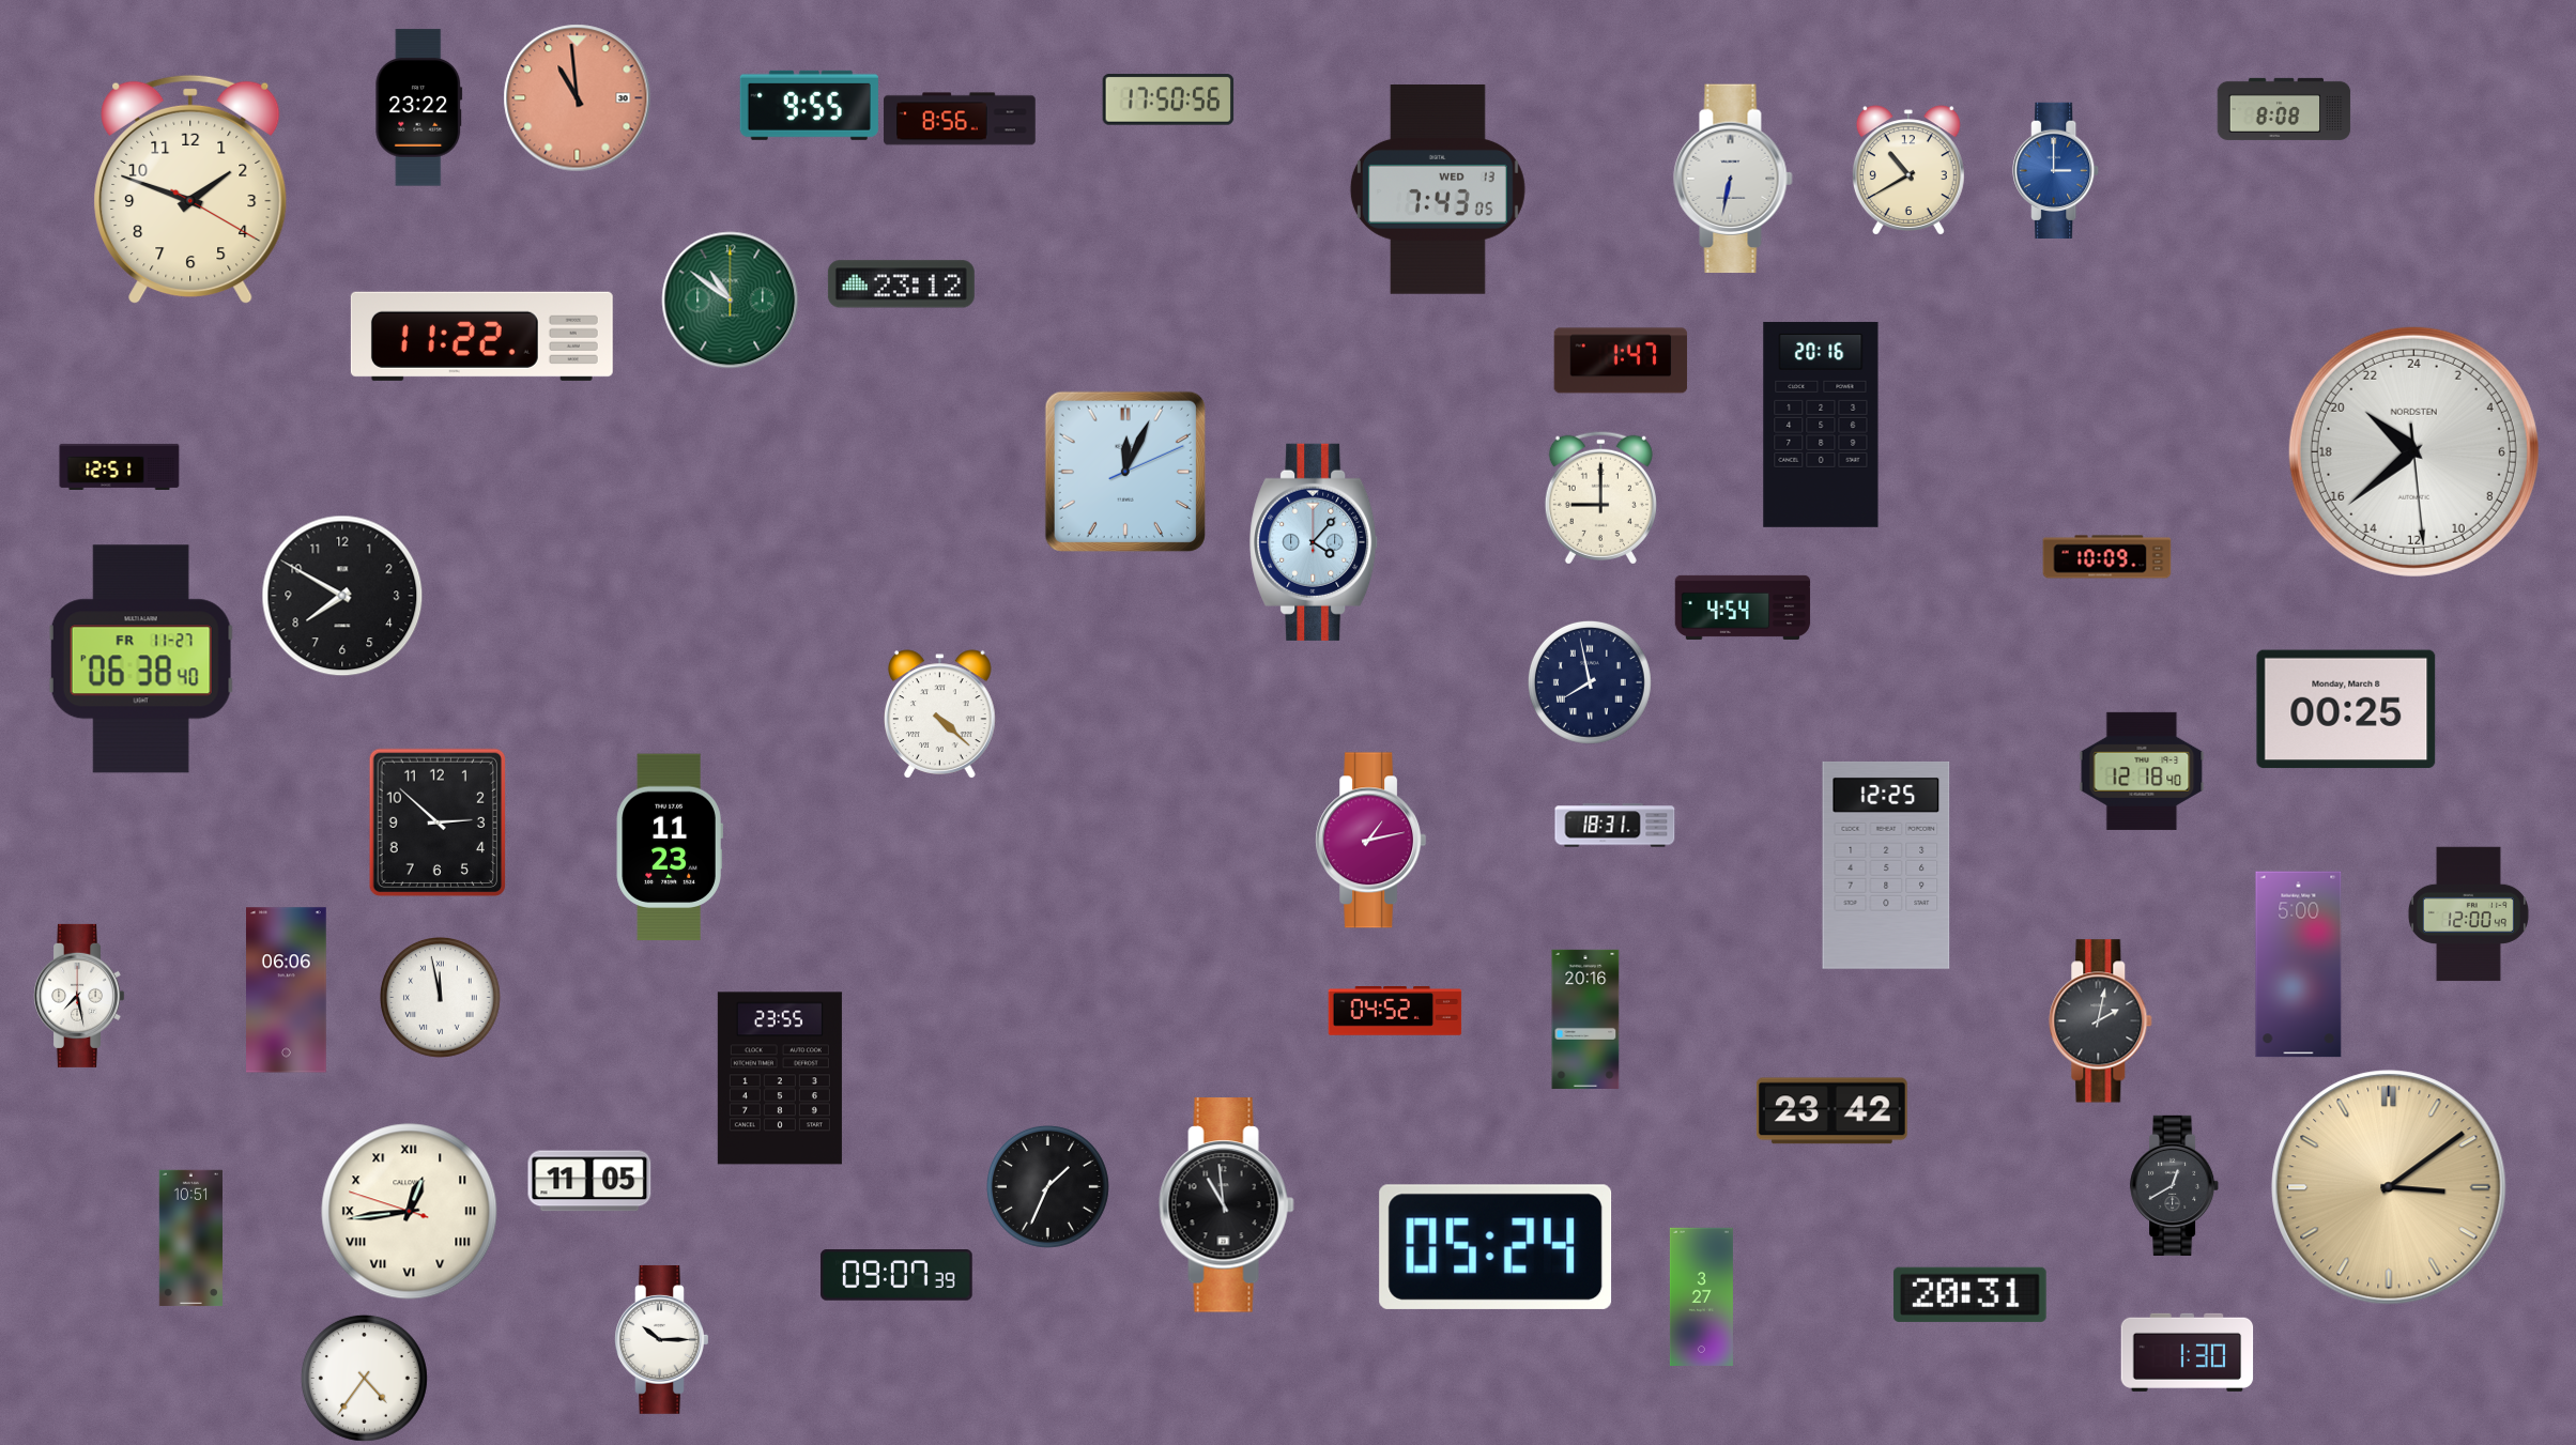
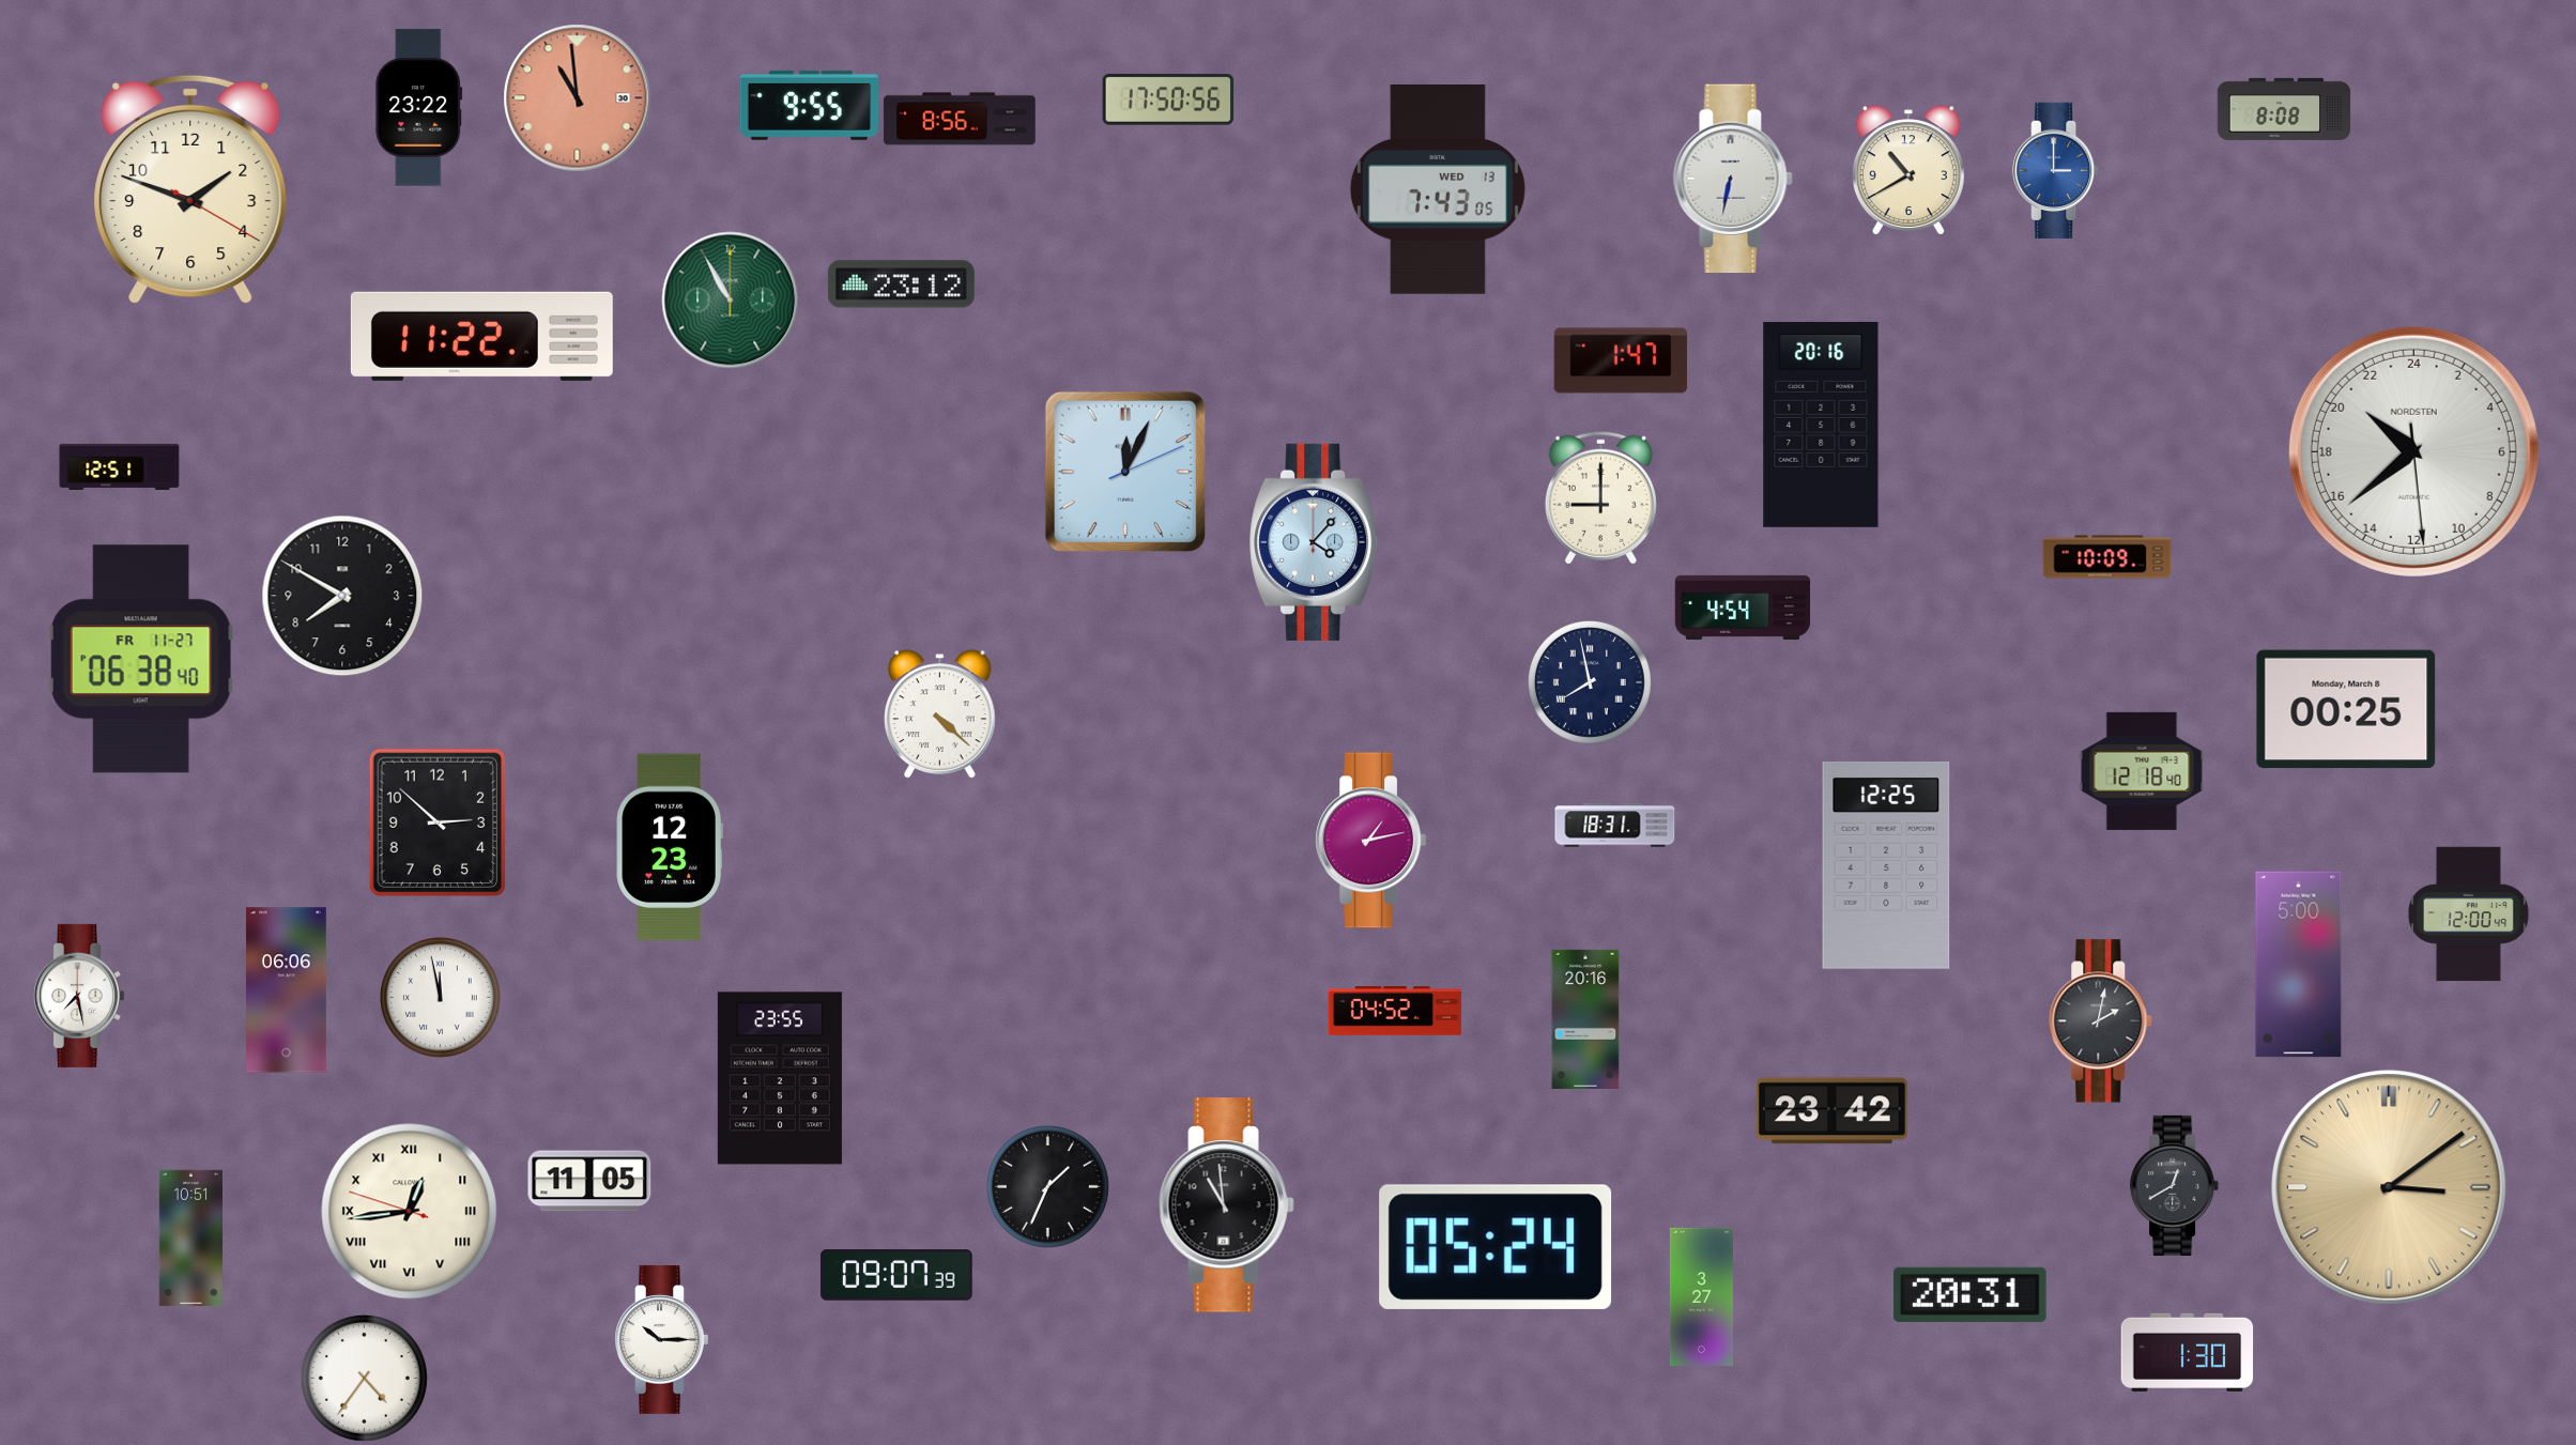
clock at (731, 301): 10:51 -> 10:55
clock at (670, 847): 11:23 -> 12:23
